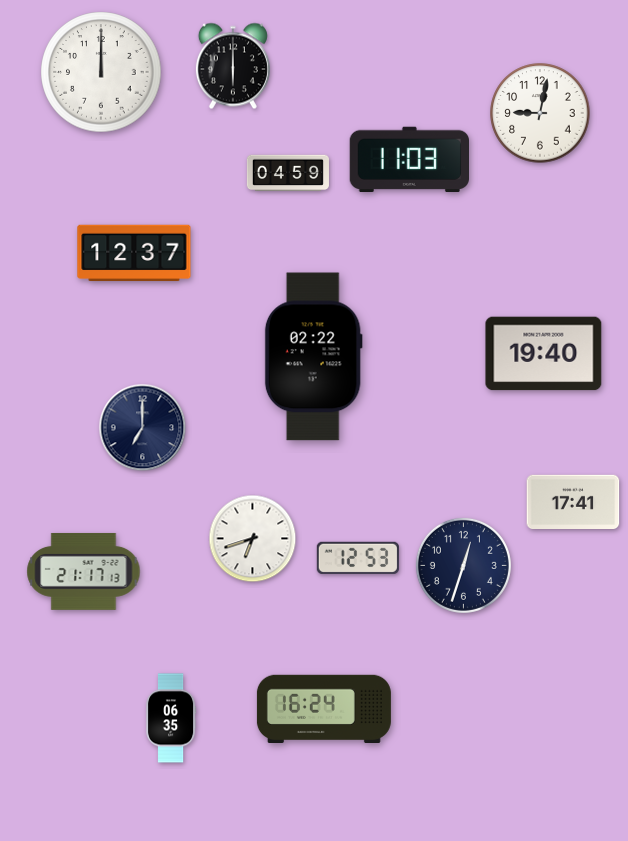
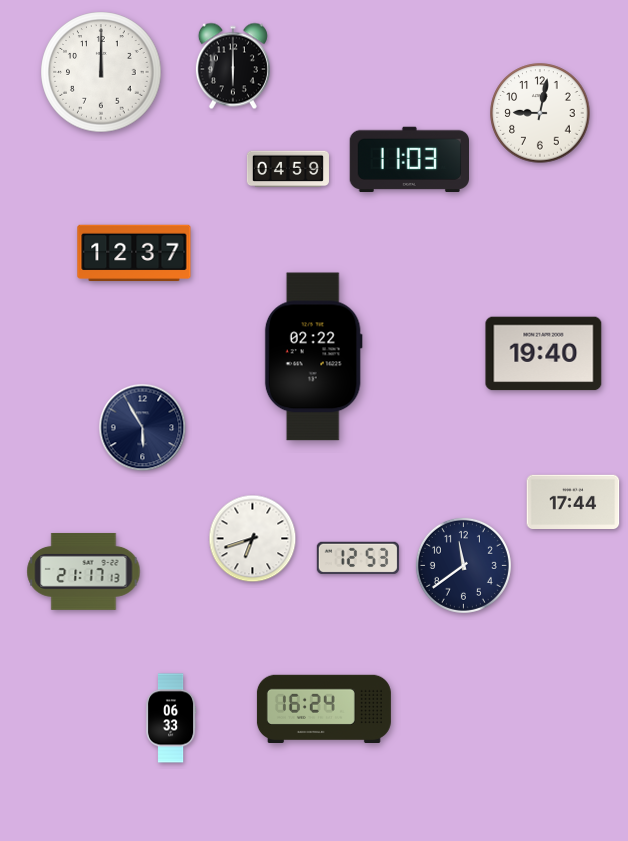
clock at (288, 173) position: (288, 173) -> (288, 169)
clock at (143, 428): 7:00 -> 5:55
clock at (573, 501): 17:41 -> 17:44
clock at (463, 565): 12:33 -> 11:39
clock at (171, 718): 06:35 -> 06:33
